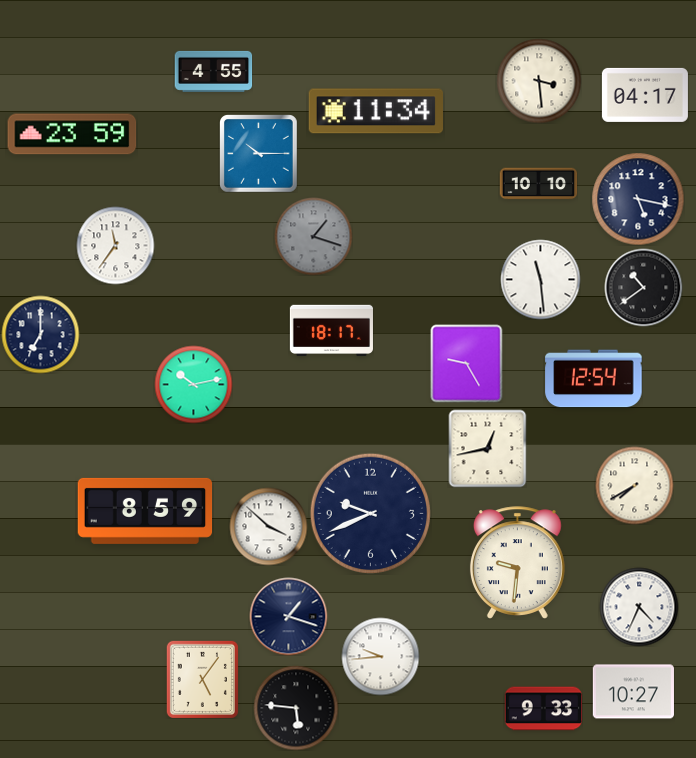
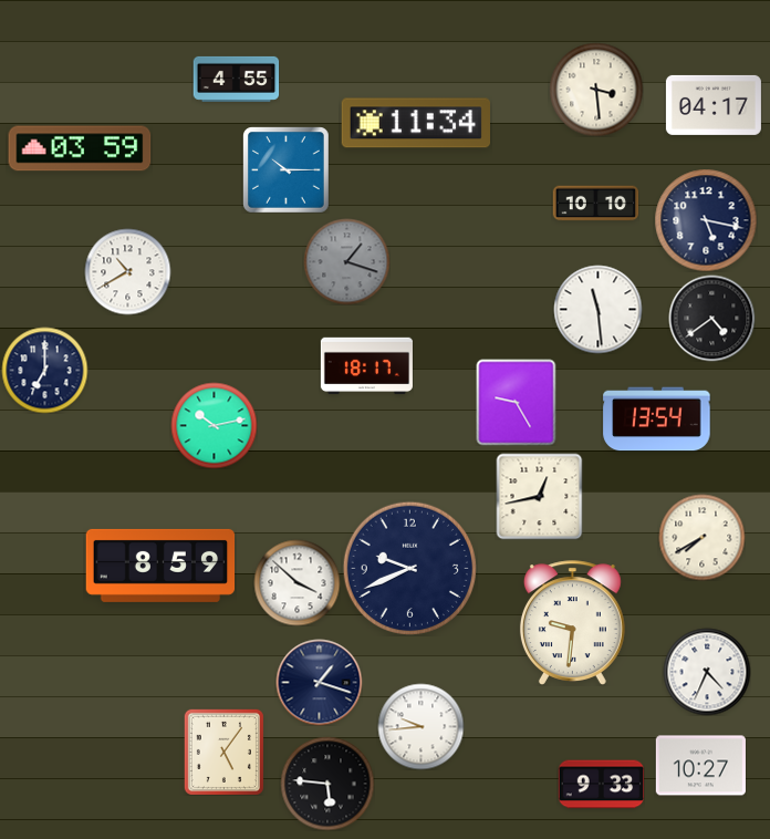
clock at (72, 134): 23:59 -> 03:59
clock at (115, 245): 11:36 -> 10:40
clock at (643, 287): 10:39 -> 4:39
clock at (594, 379): 12:54 -> 13:54
